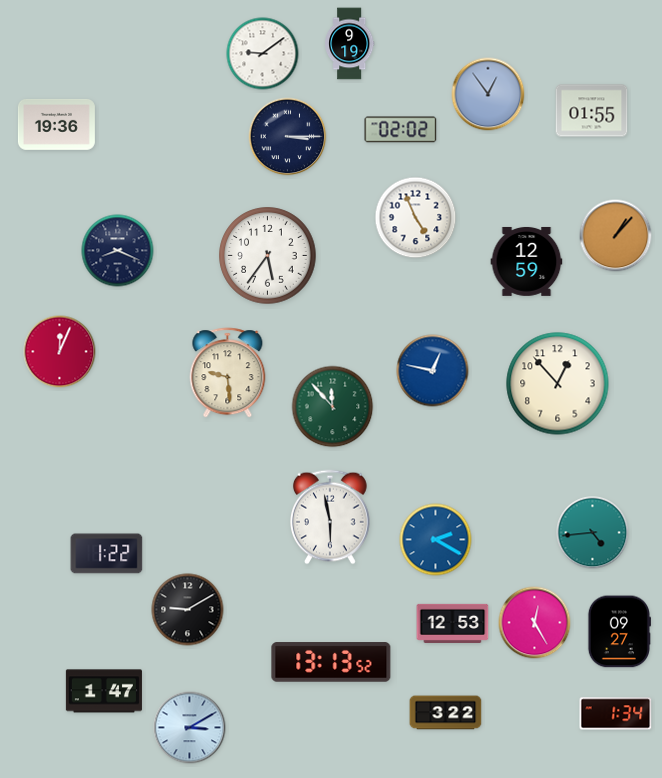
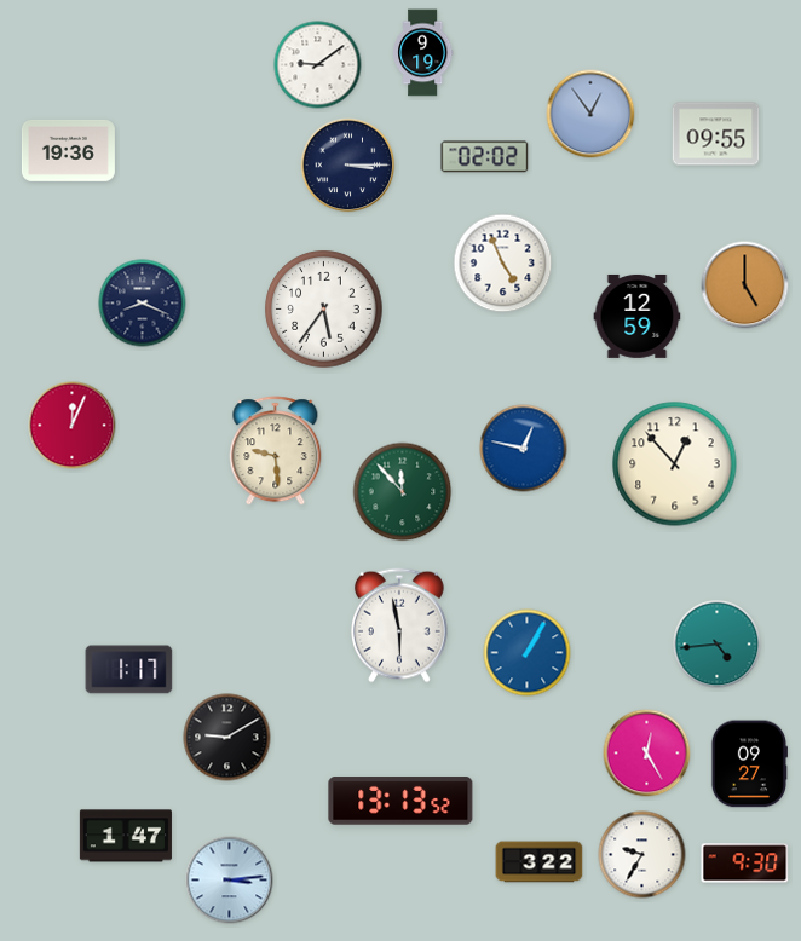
clock at (592, 111): 01:55 -> 09:55
clock at (616, 236): 1:07 -> 5:00
clock at (436, 540): 2:20 -> 1:05
clock at (107, 554): 1:22 -> 1:17
clock at (453, 623): 12:53 -> none
clock at (642, 855): none -> 9:35
clock at (616, 714): 1:34 -> 9:30
clock at (190, 728): 3:10 -> 3:14
